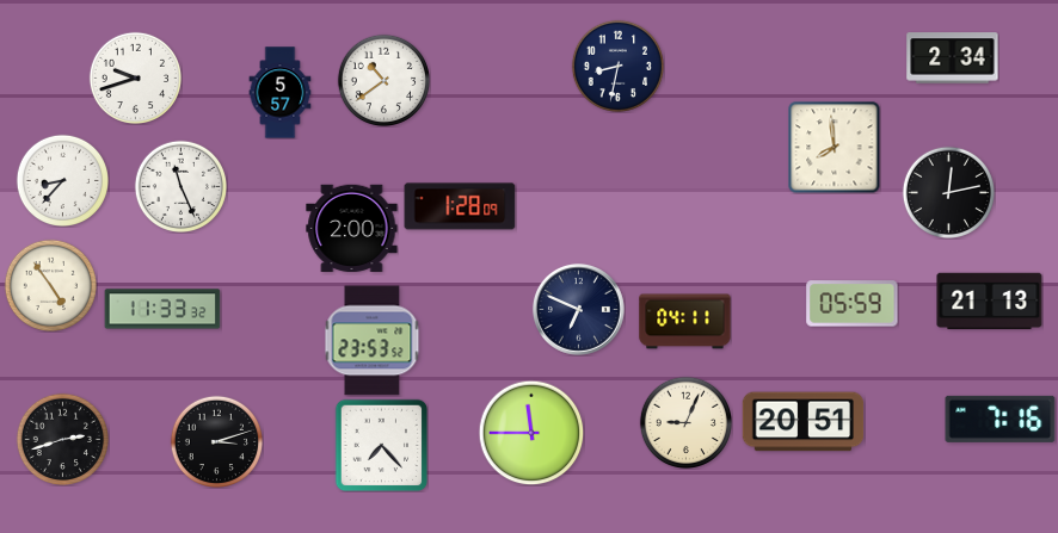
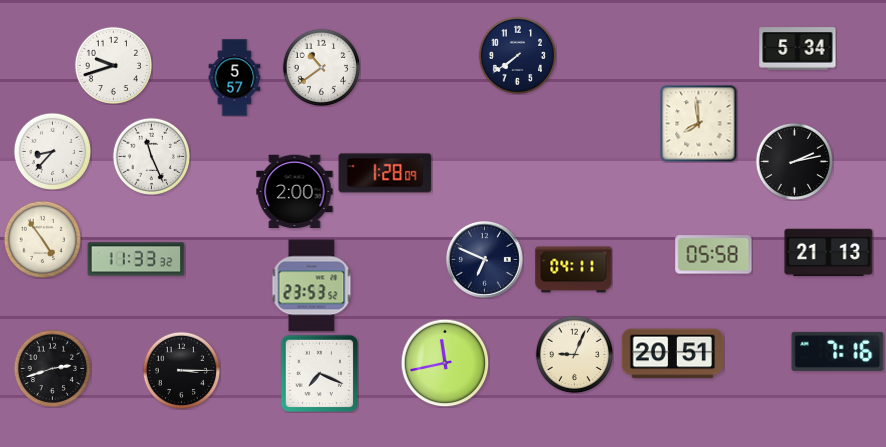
clock at (953, 58): 2:34 -> 5:34
clock at (617, 66): 8:32 -> 7:39
clock at (948, 192): 12:13 -> 2:13
clock at (853, 304): 05:59 -> 05:58
clock at (531, 433): 11:45 -> 11:43
clock at (216, 441): 3:12 -> 3:15
clock at (381, 445): 7:23 -> 7:19
